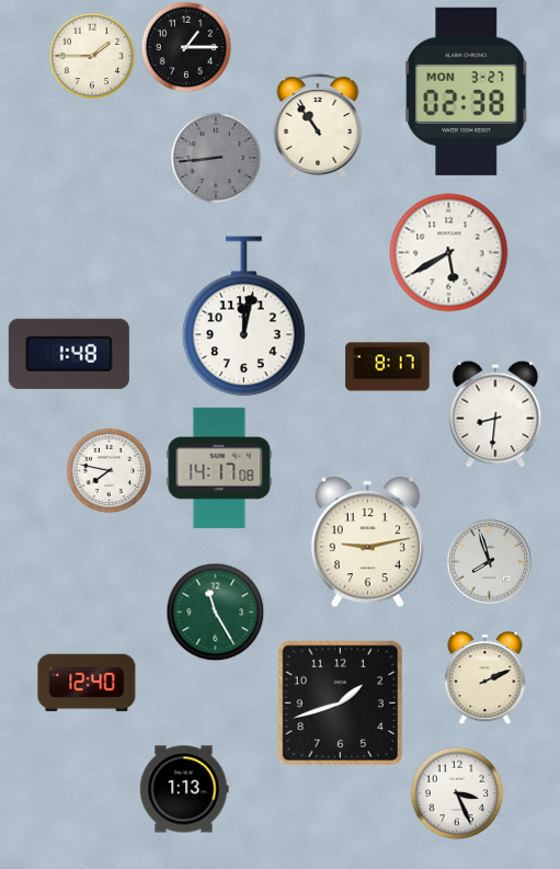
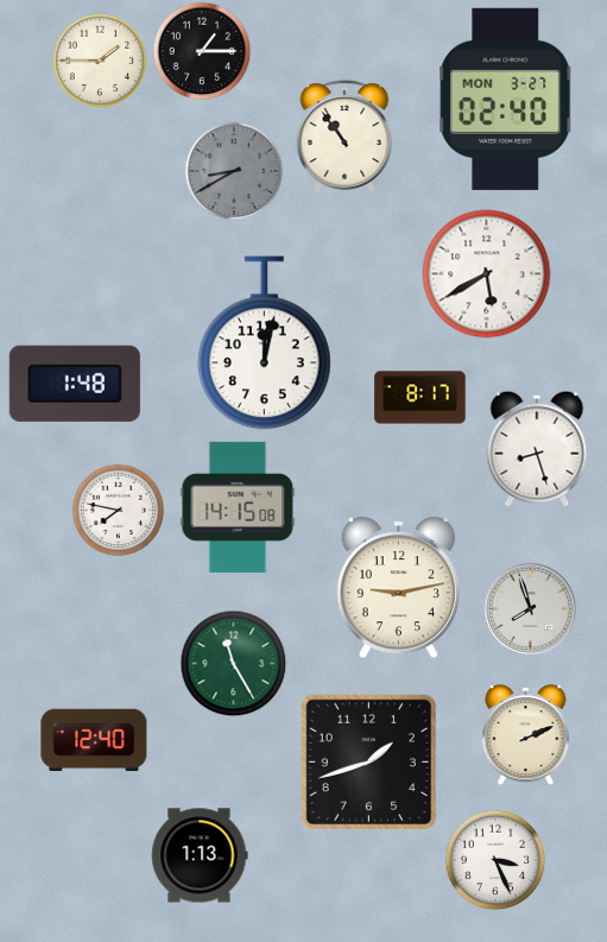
clock at (467, 91): 02:38 -> 02:40
clock at (216, 158): 8:44 -> 8:40
clock at (495, 414): 8:31 -> 8:27
clock at (219, 468): 14:17 -> 14:15
